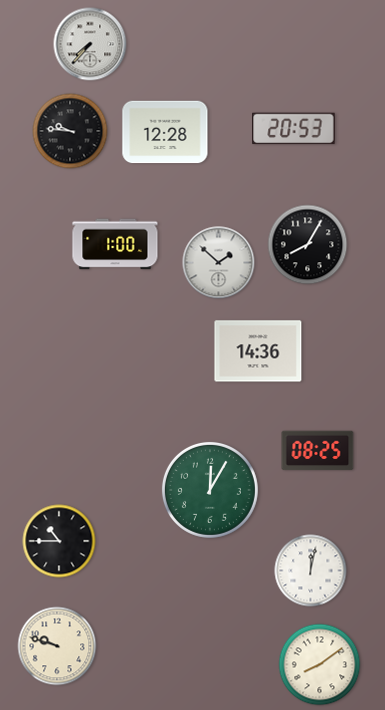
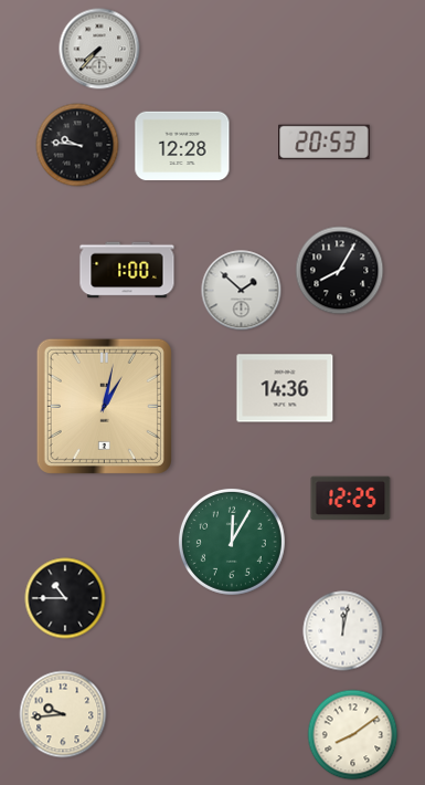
clock at (104, 406): none -> 1:02
clock at (318, 451): 08:25 -> 12:25
clock at (57, 646): 9:48 -> 9:44
